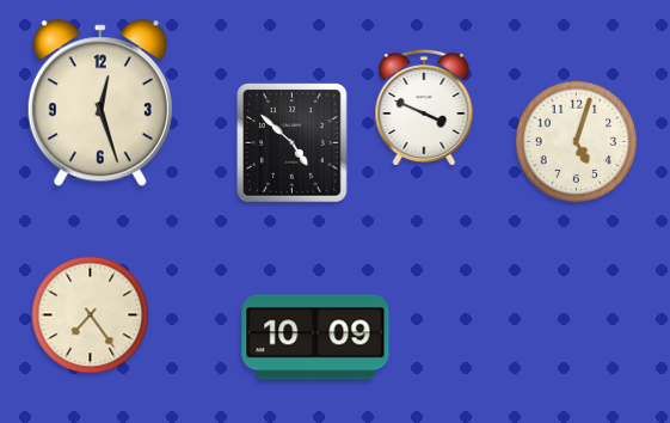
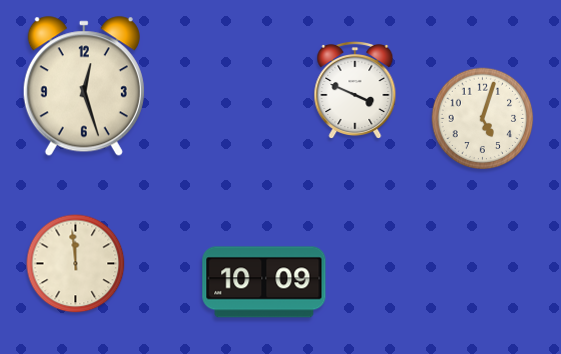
clock at (293, 143): 4:52 -> none
clock at (91, 315): 7:24 -> 11:59
